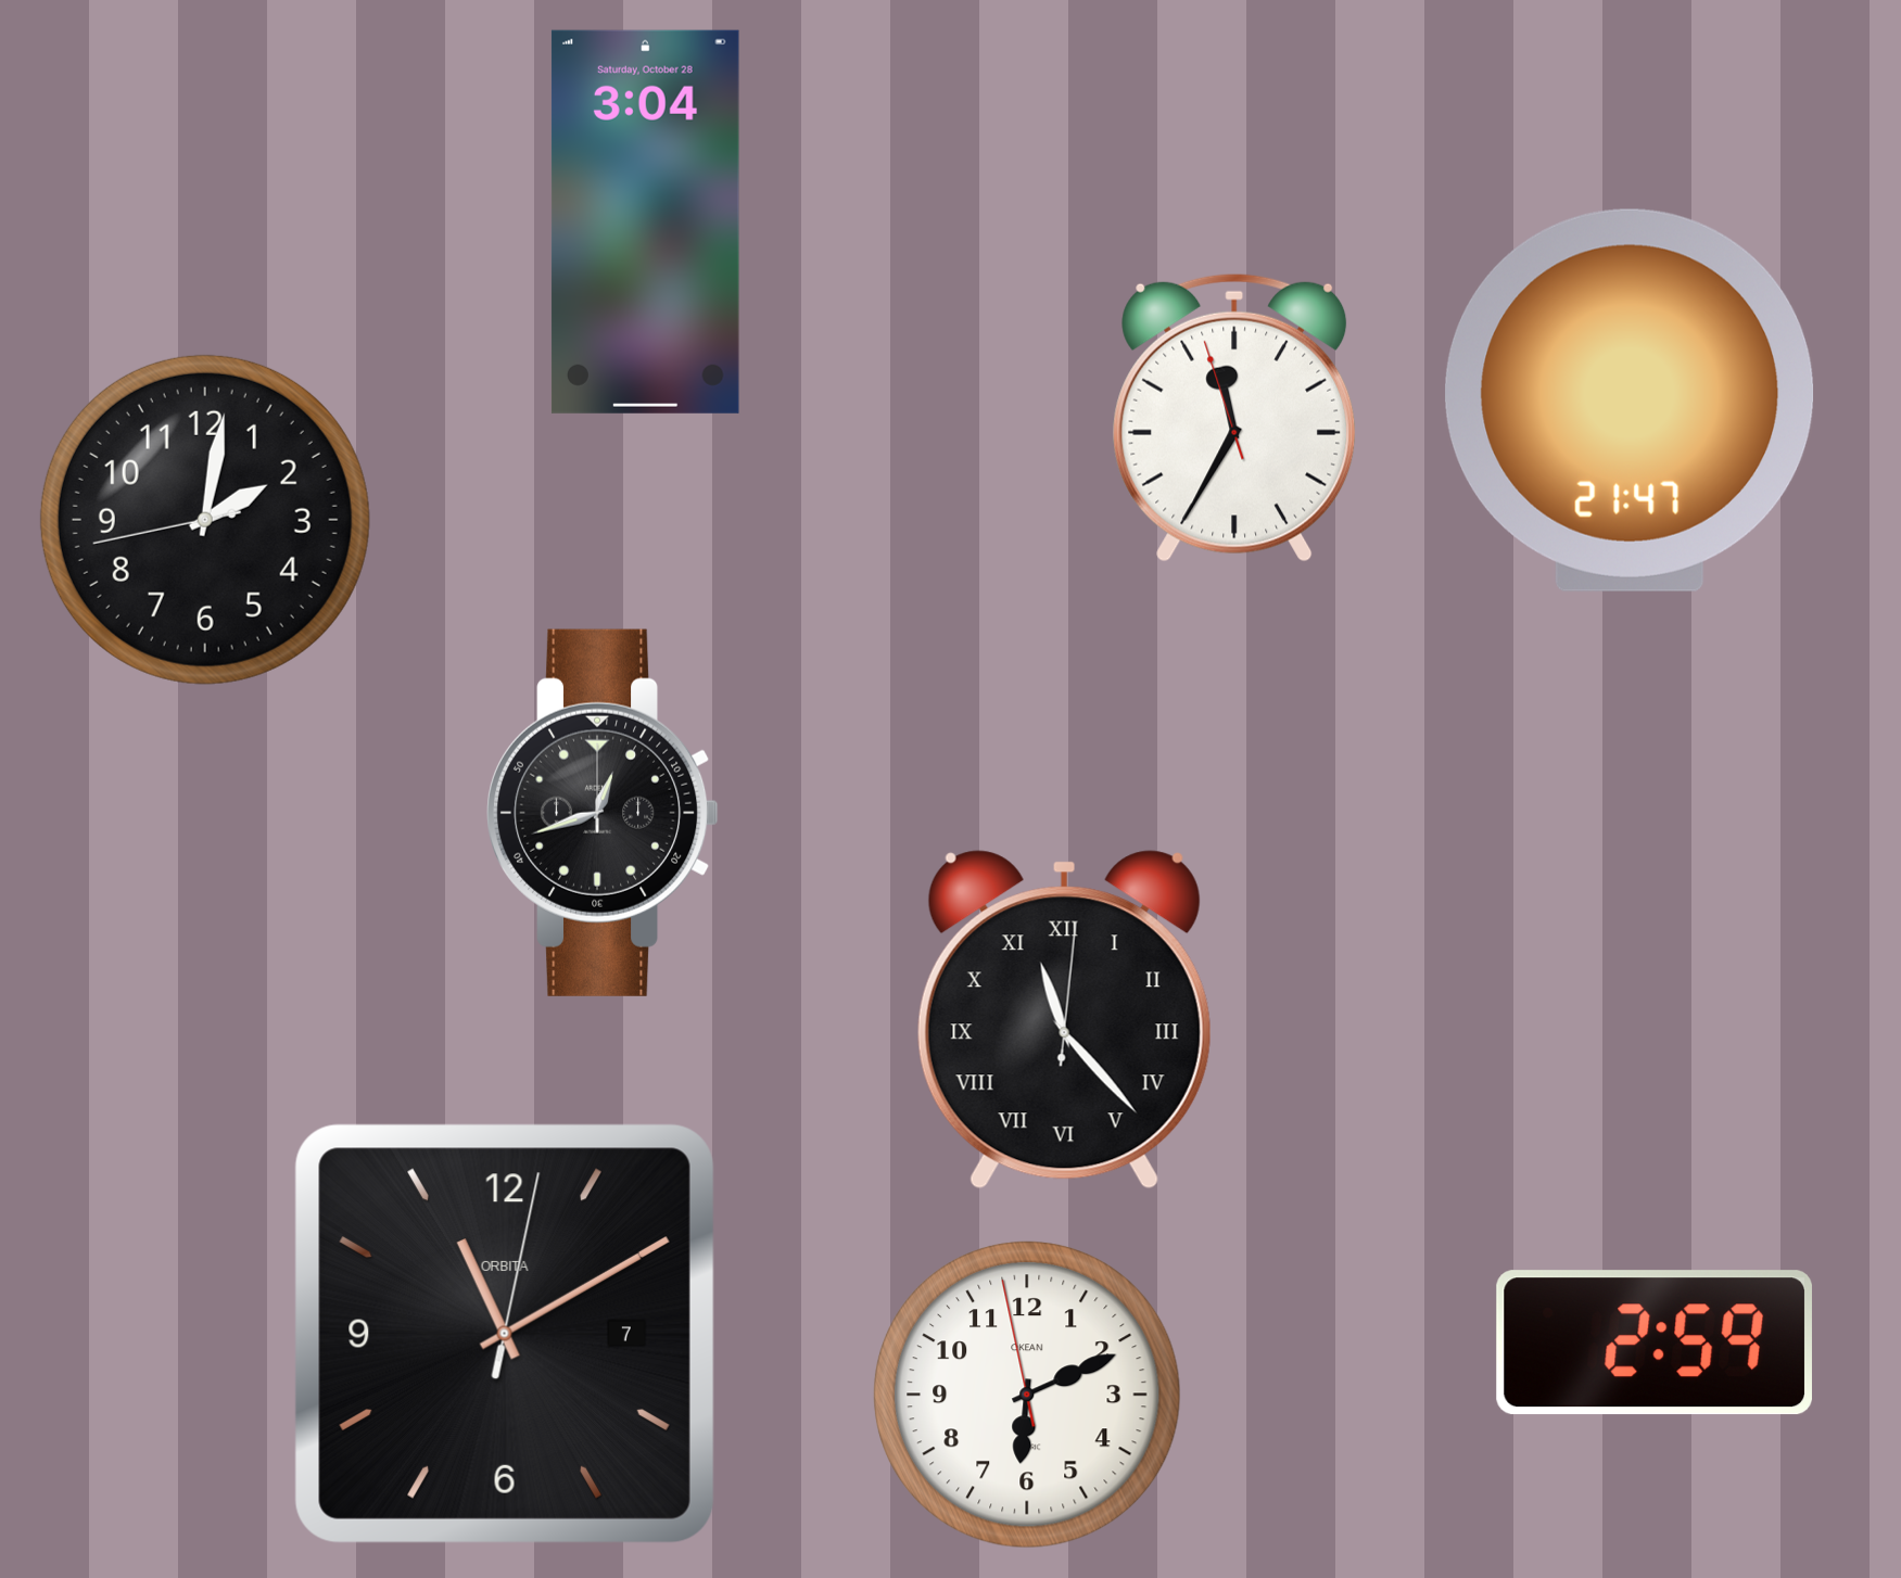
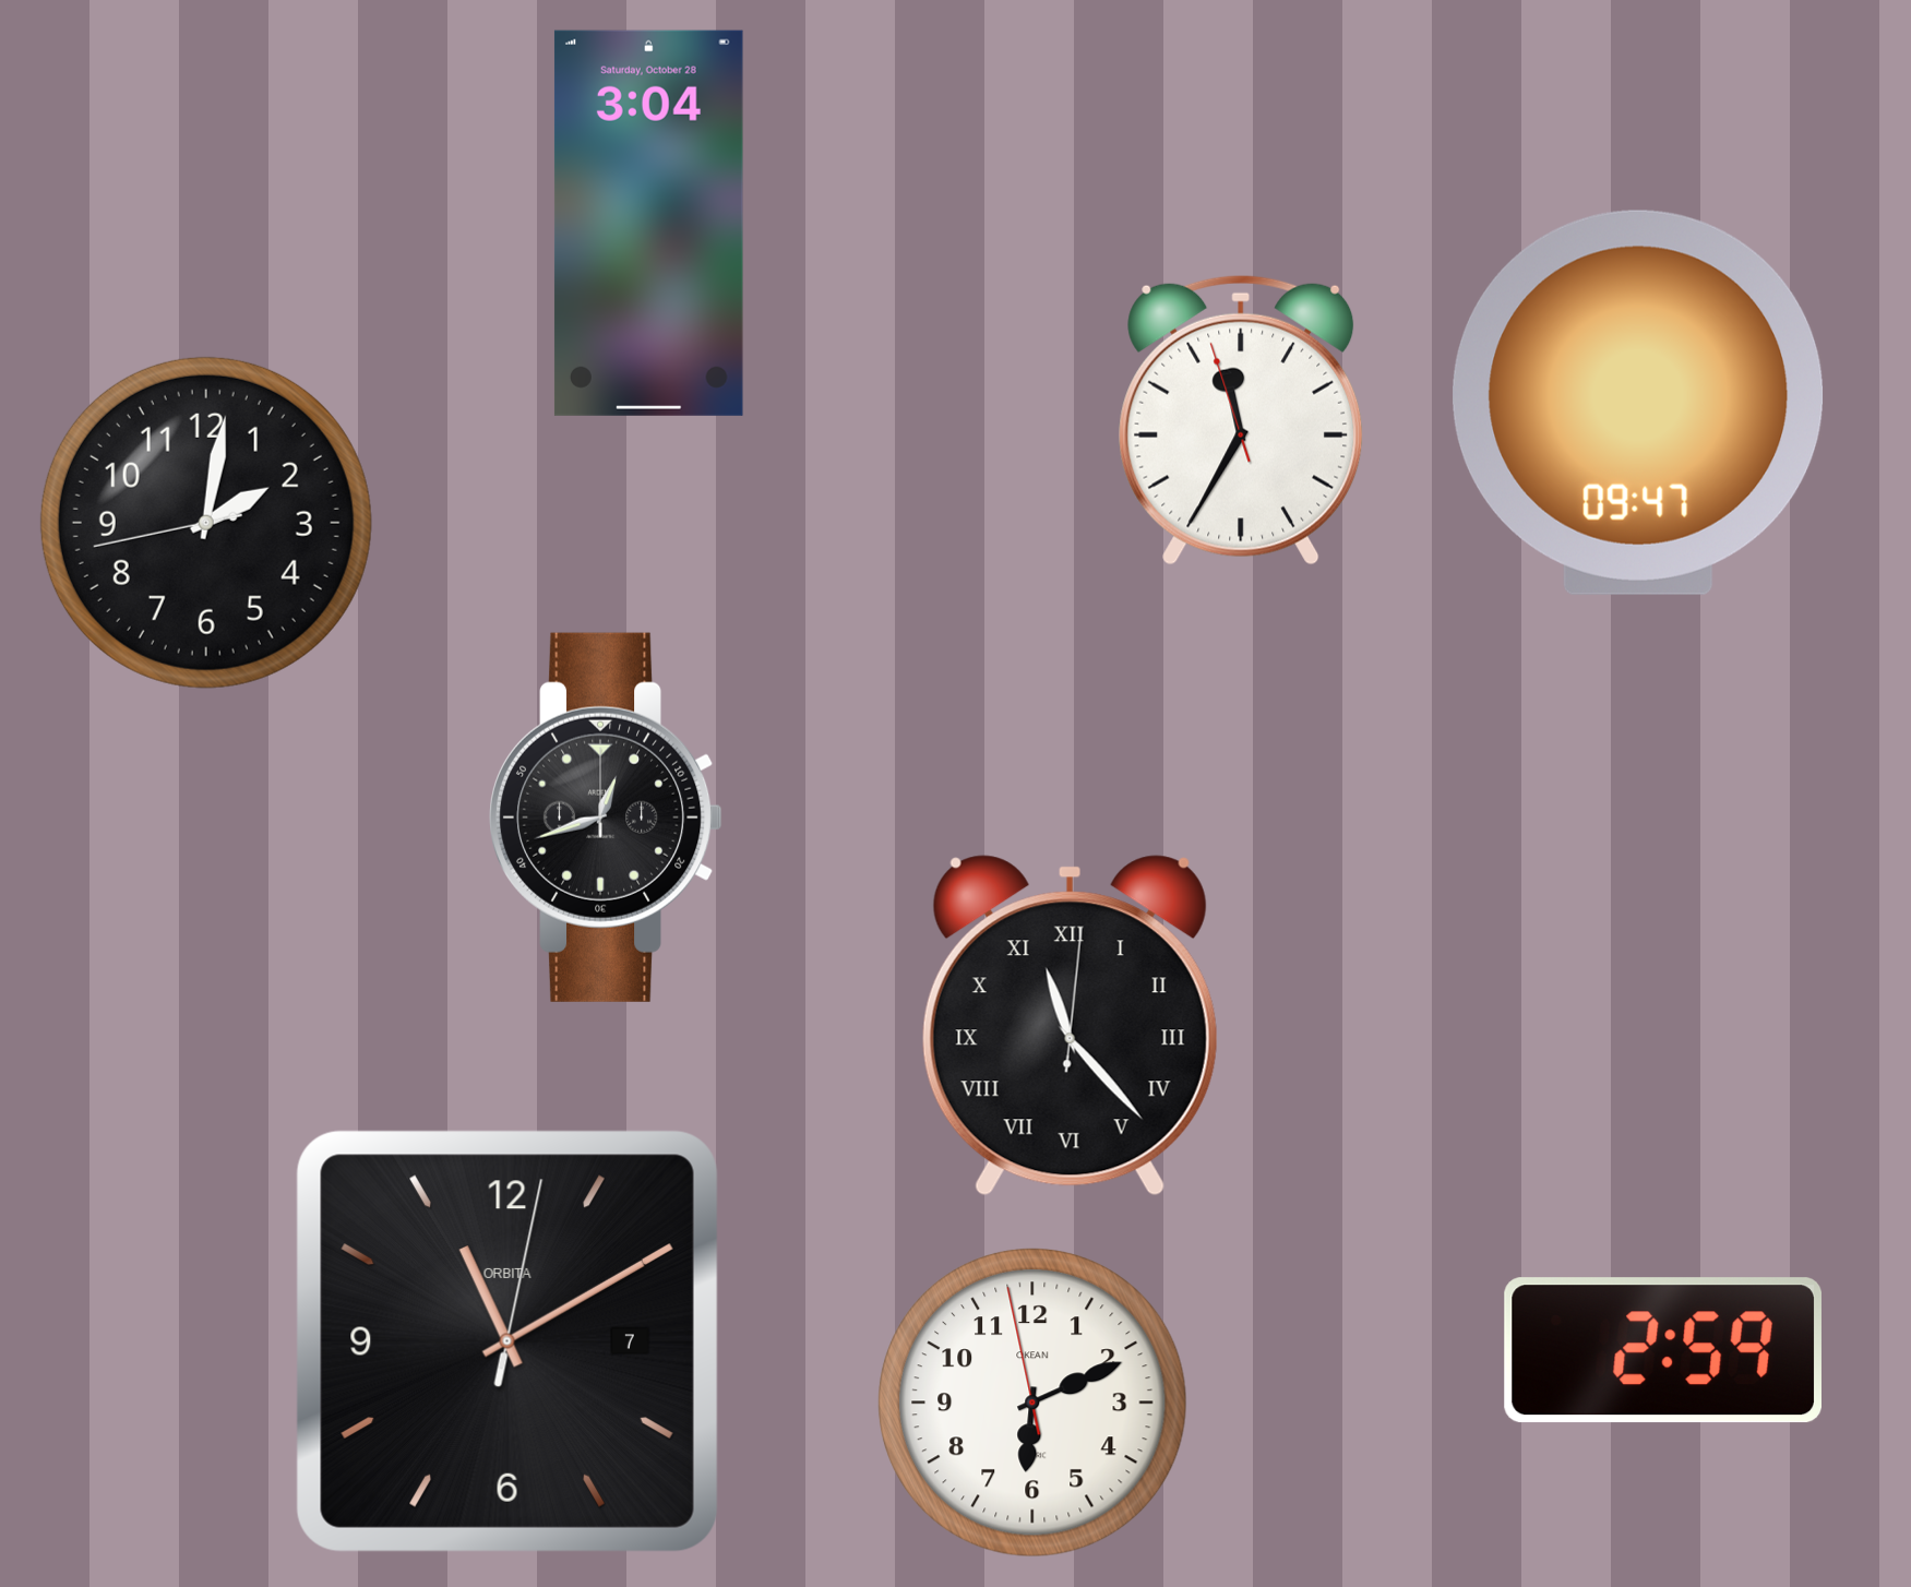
clock at (1630, 400): 21:47 -> 09:47
